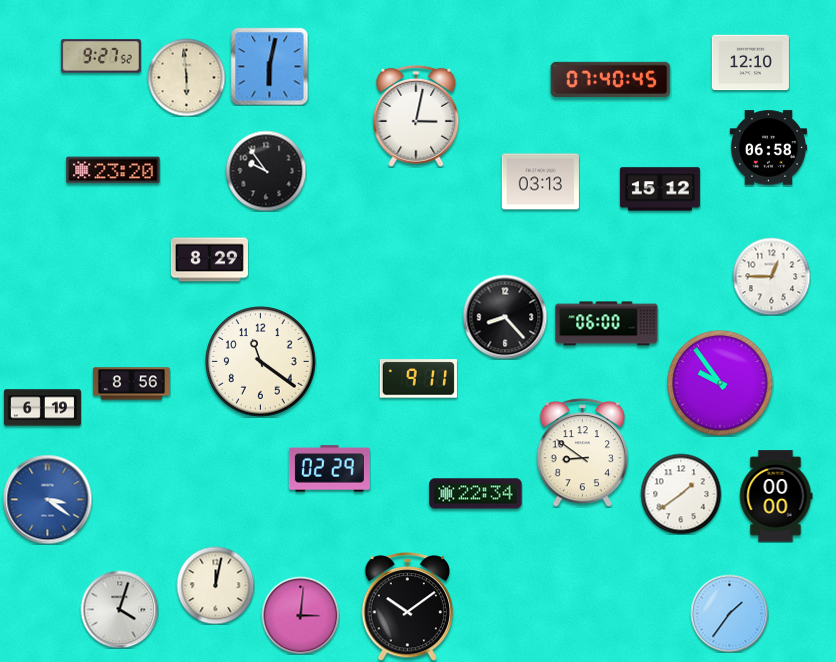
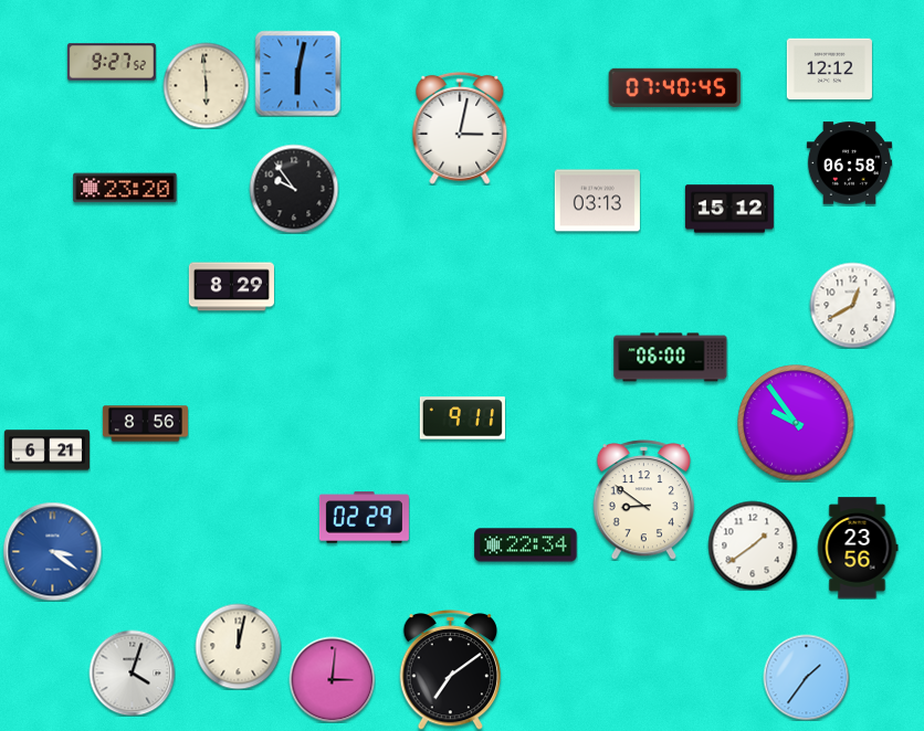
clock at (750, 63): 12:10 -> 12:12
clock at (771, 276): 12:45 -> 12:40
clock at (505, 317): 8:23 -> none
clock at (261, 362): 11:21 -> none
clock at (42, 408): 6:19 -> 6:21
clock at (776, 496): 00:00 -> 23:56
clock at (408, 607): 10:09 -> 7:09
